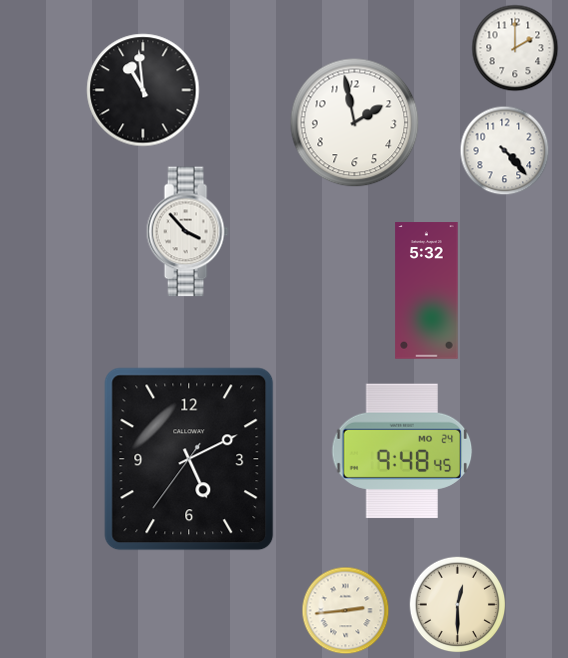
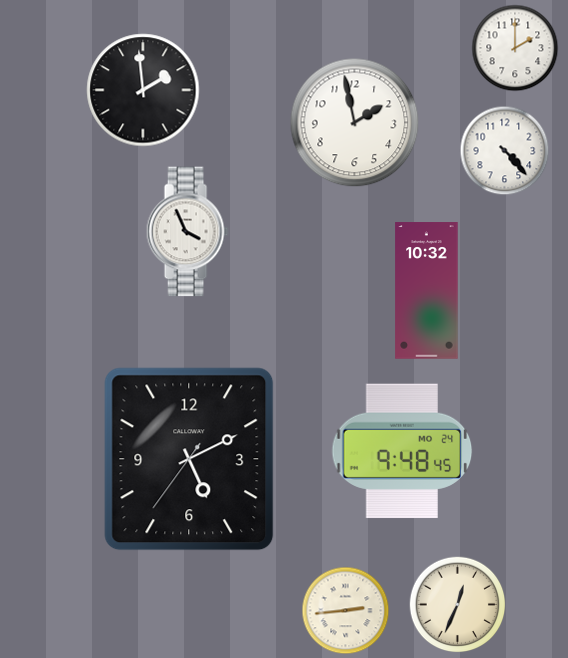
clock at (143, 90): 10:59 -> 1:59
clock at (187, 232): 3:53 -> 3:56
clock at (427, 291): 5:32 -> 10:32
clock at (458, 605): 12:30 -> 12:34
